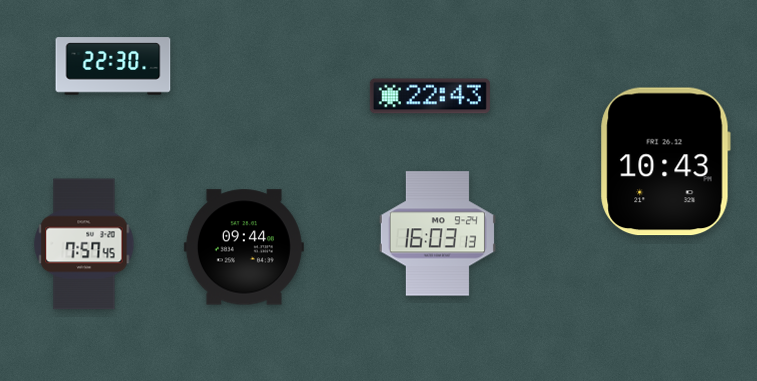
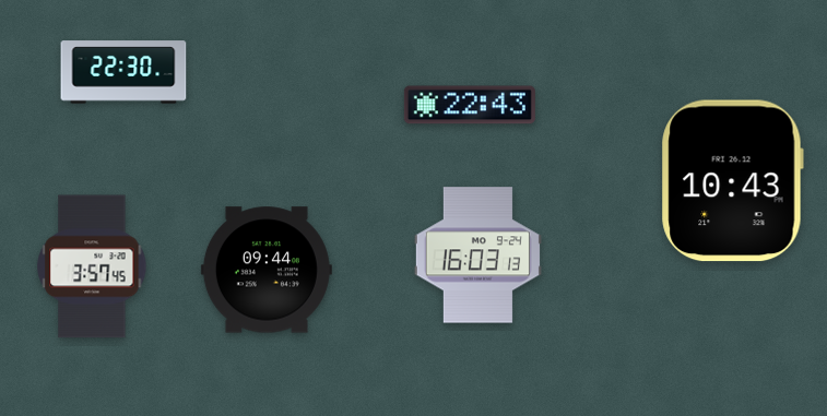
clock at (665, 162) position: (665, 162) -> (732, 181)
clock at (84, 244): 7:57 -> 3:57
